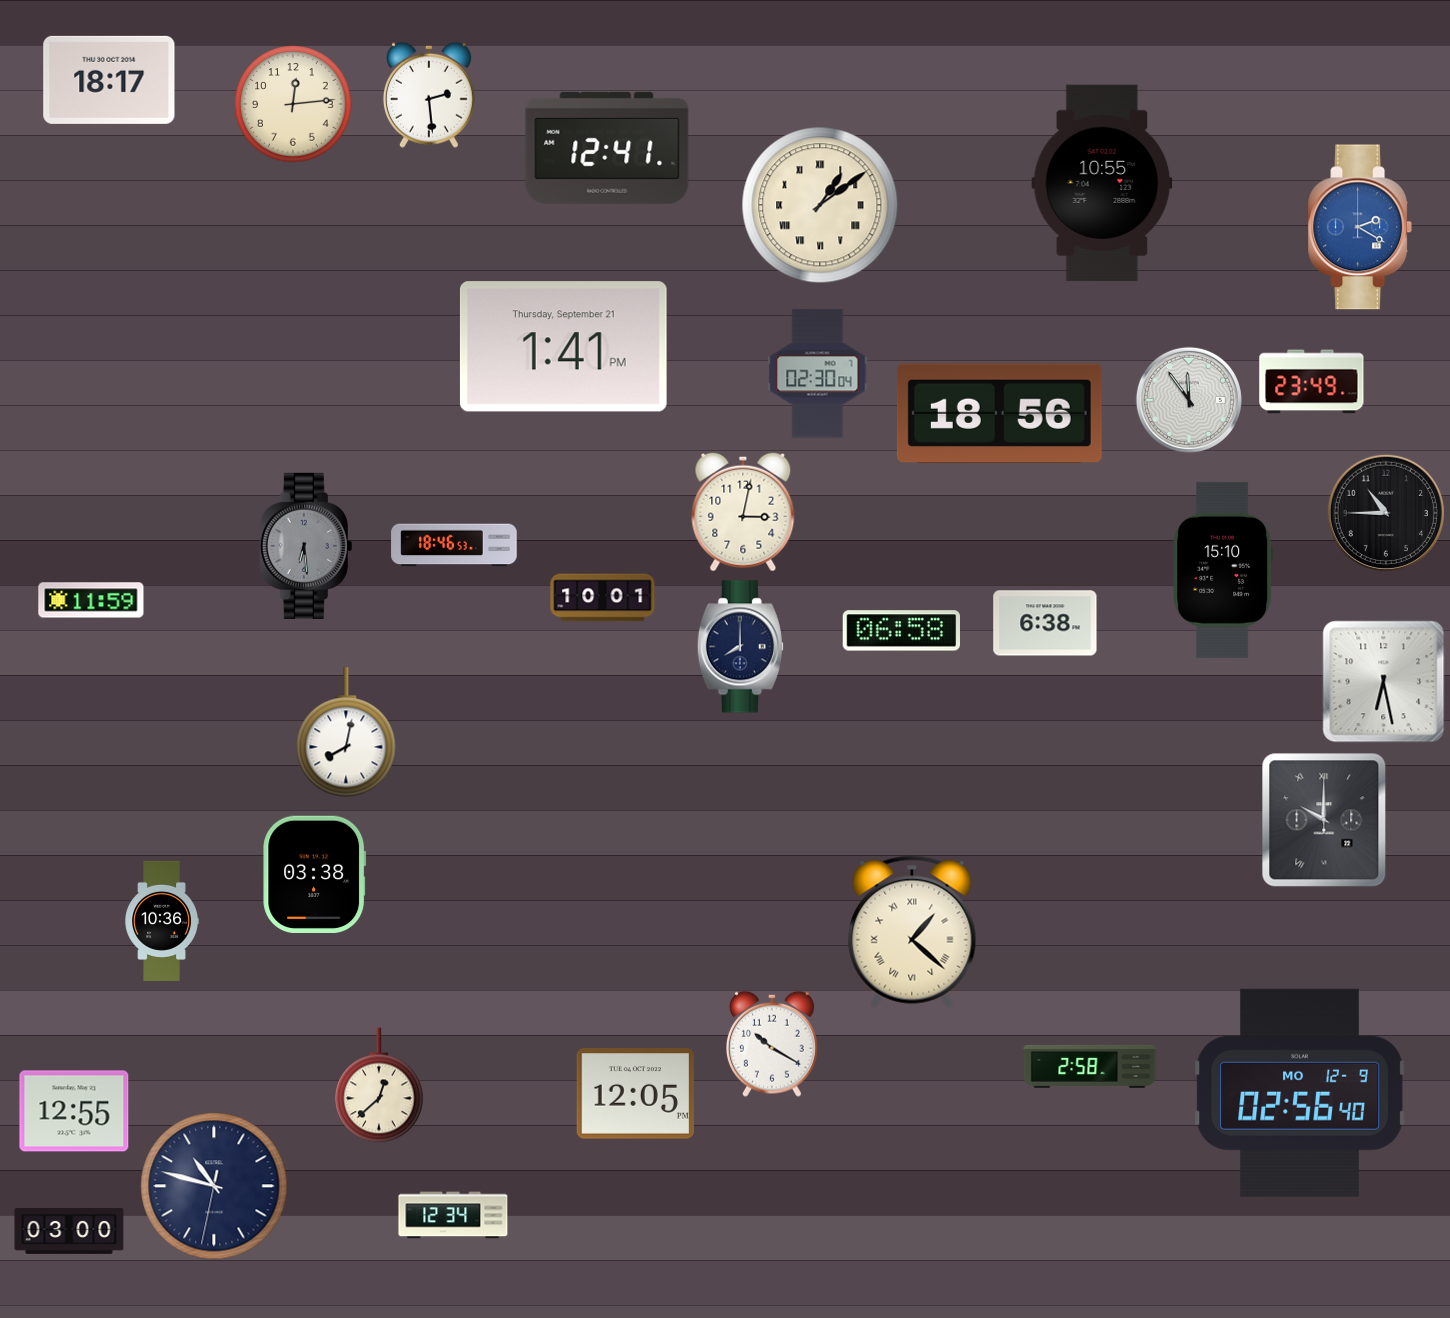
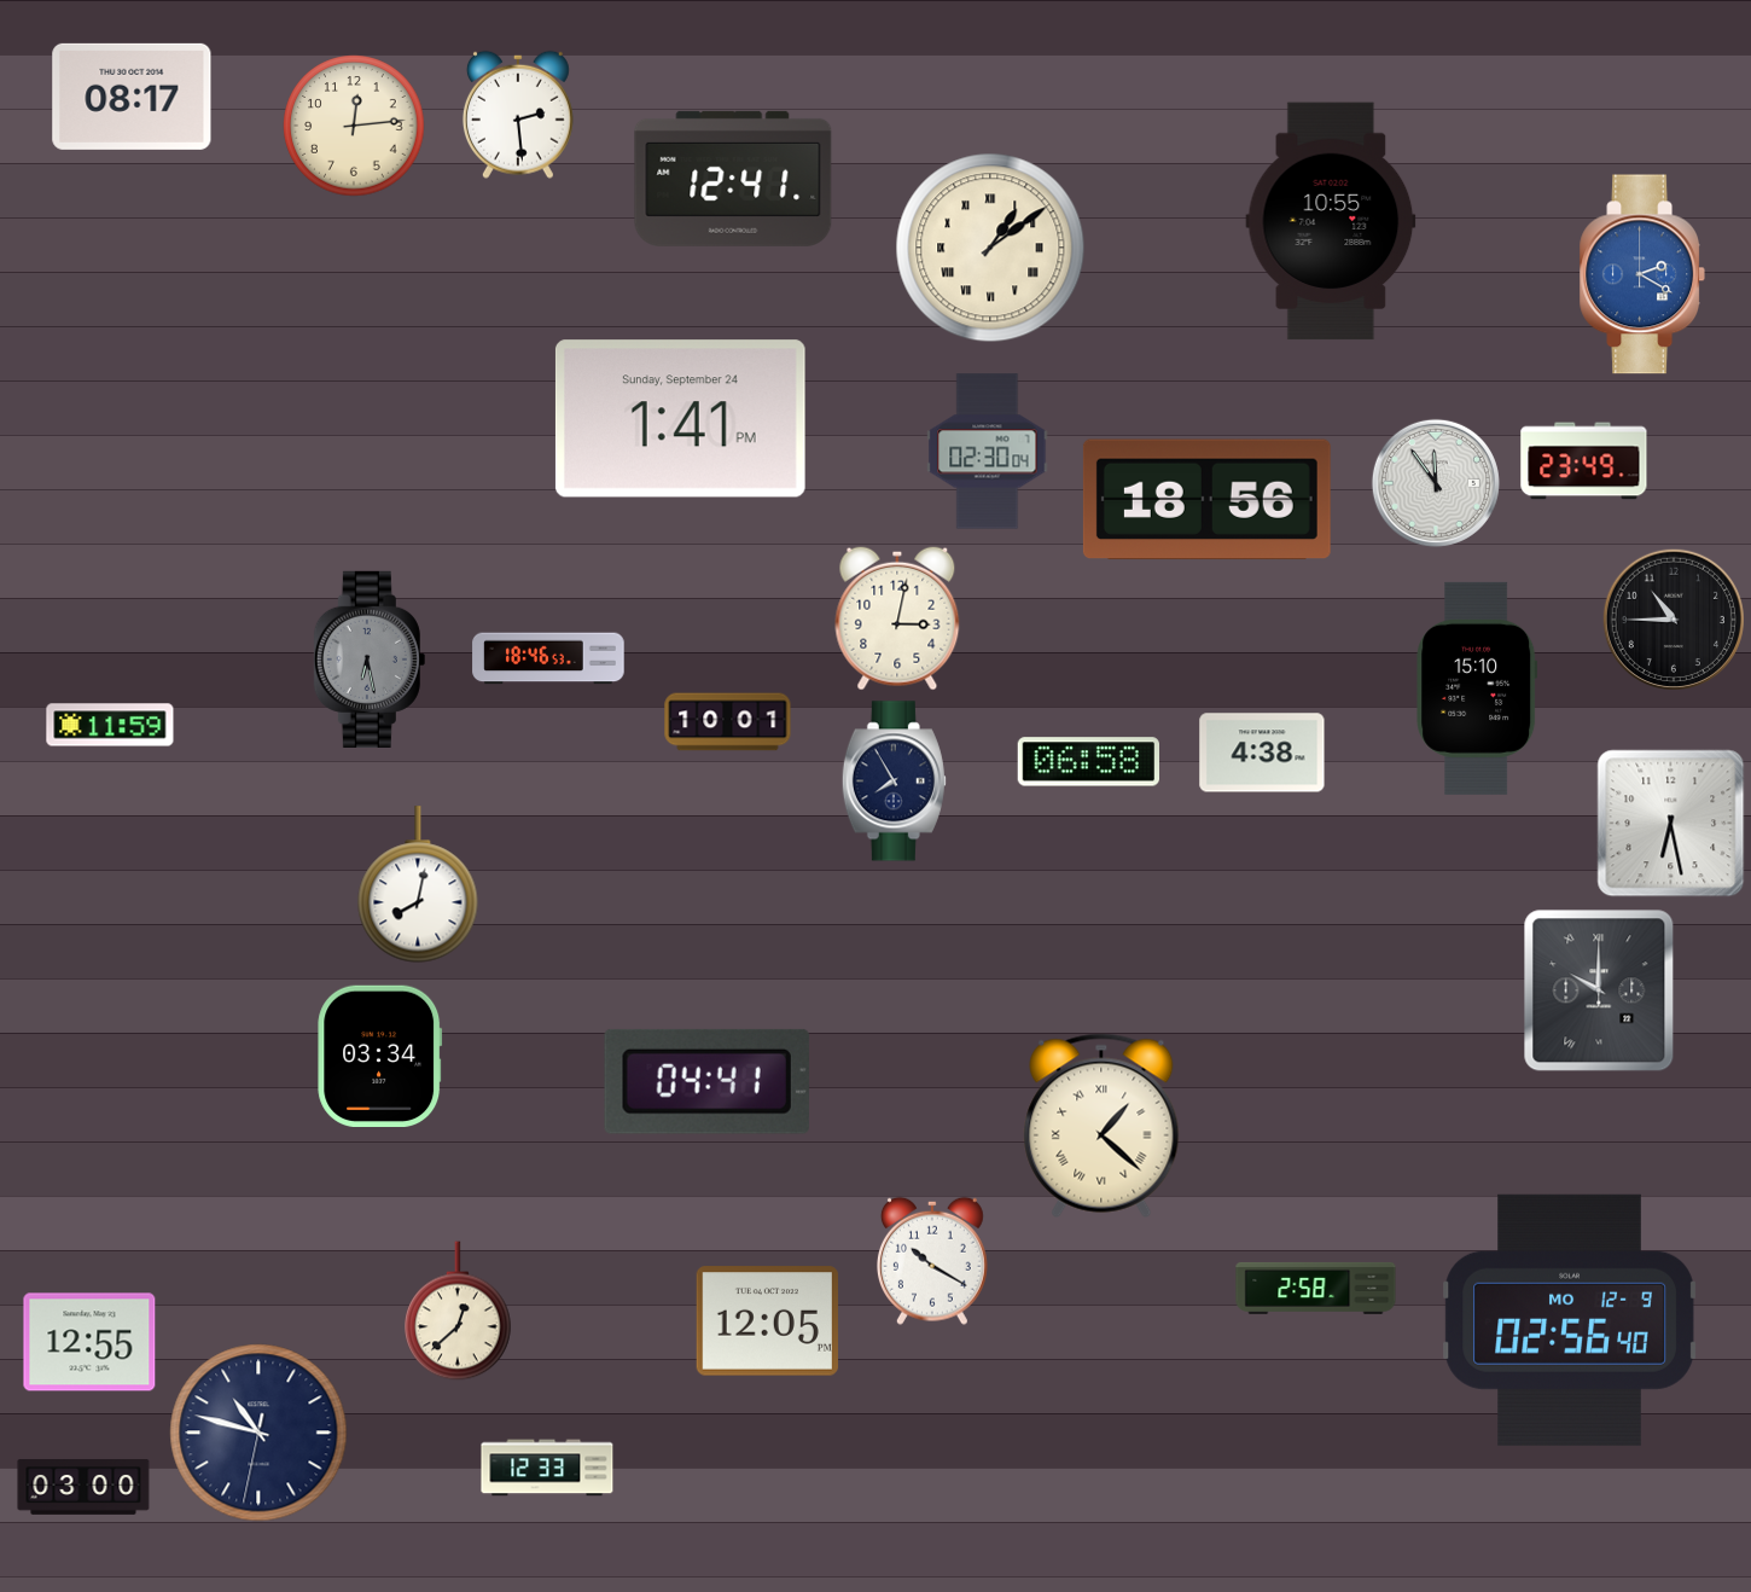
clock at (109, 80): 18:17 -> 08:17
clock at (563, 347) date: Thursday, September 21 -> Sunday, September 24
clock at (306, 546): 6:29 -> 6:28
clock at (1045, 623): 6:38 -> 4:38
clock at (740, 647): 8:00 -> 7:55
clock at (315, 874): 03:38 -> 03:34
clock at (706, 1081): none -> 04:41
clock at (161, 921): 10:36 -> none
clock at (453, 1215): 12:34 -> 12:33
